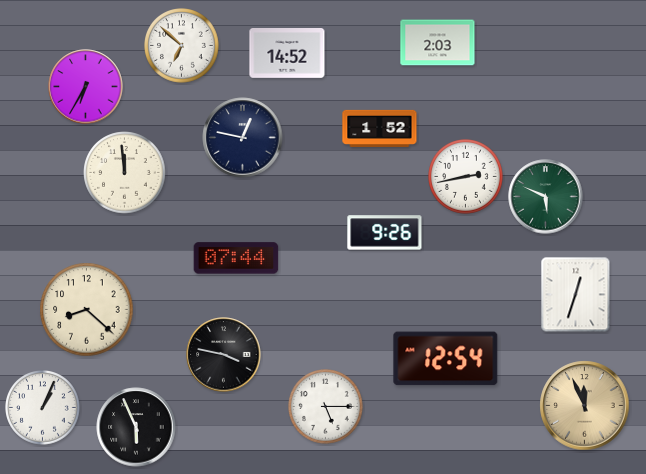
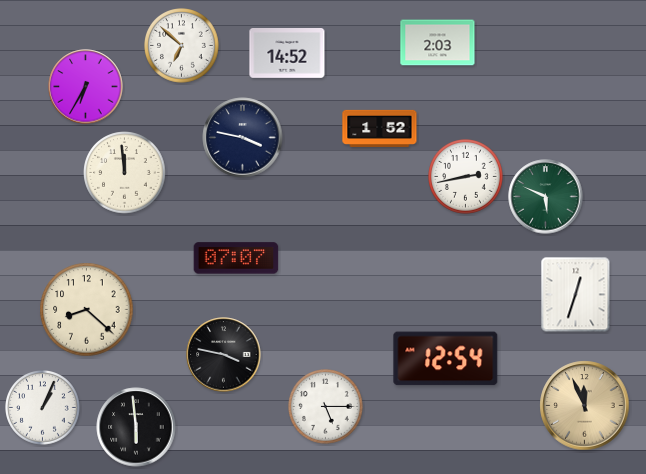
clock at (243, 138): 12:47 -> 3:47
clock at (385, 233): 9:26 -> none
clock at (236, 258): 07:44 -> 07:07
clock at (136, 427): 5:56 -> 5:59
